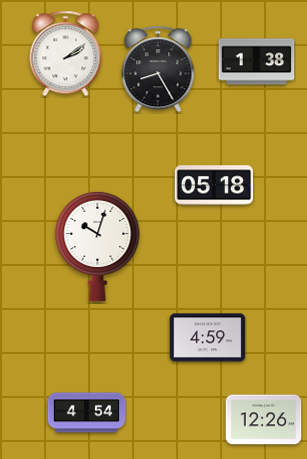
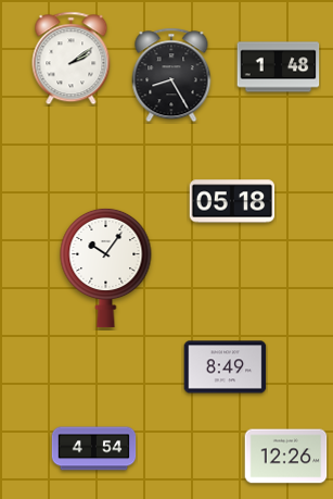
clock at (257, 62): 1:38 -> 1:48
clock at (98, 246): 10:03 -> 10:06
clock at (208, 338): 4:59 -> 8:49
